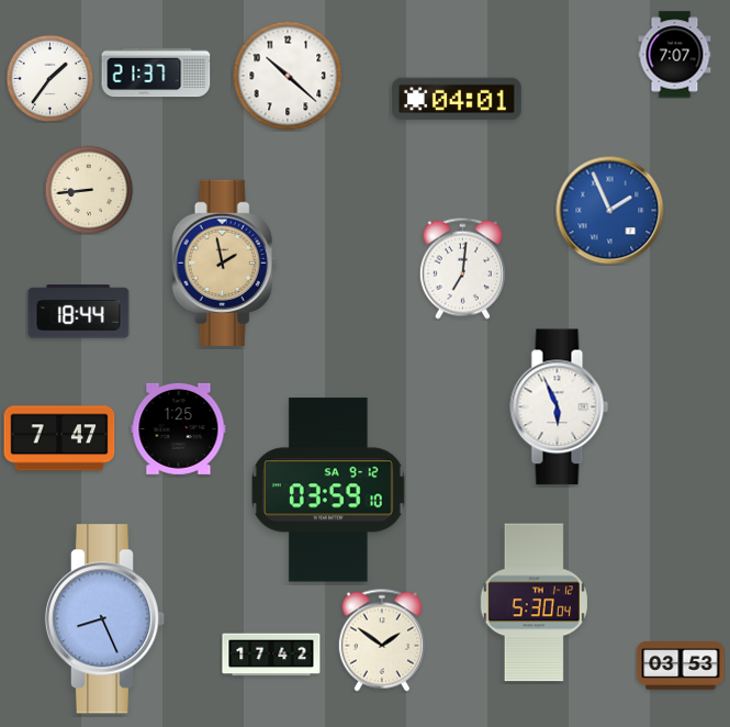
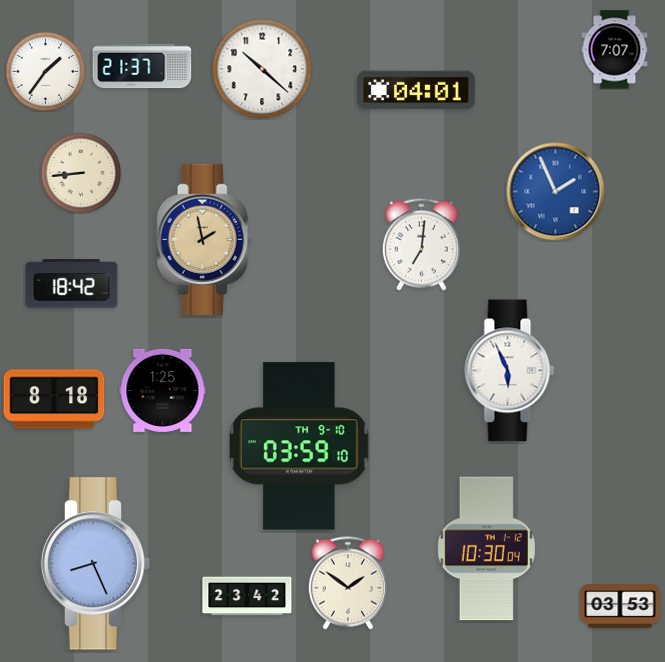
clock at (79, 312): 18:44 -> 18:42
clock at (59, 438): 7:47 -> 8:18
clock at (329, 490) date: SA 9-12 -> TH 9-10
clock at (534, 603): 5:30 -> 10:30
clock at (271, 655): 17:42 -> 23:42
